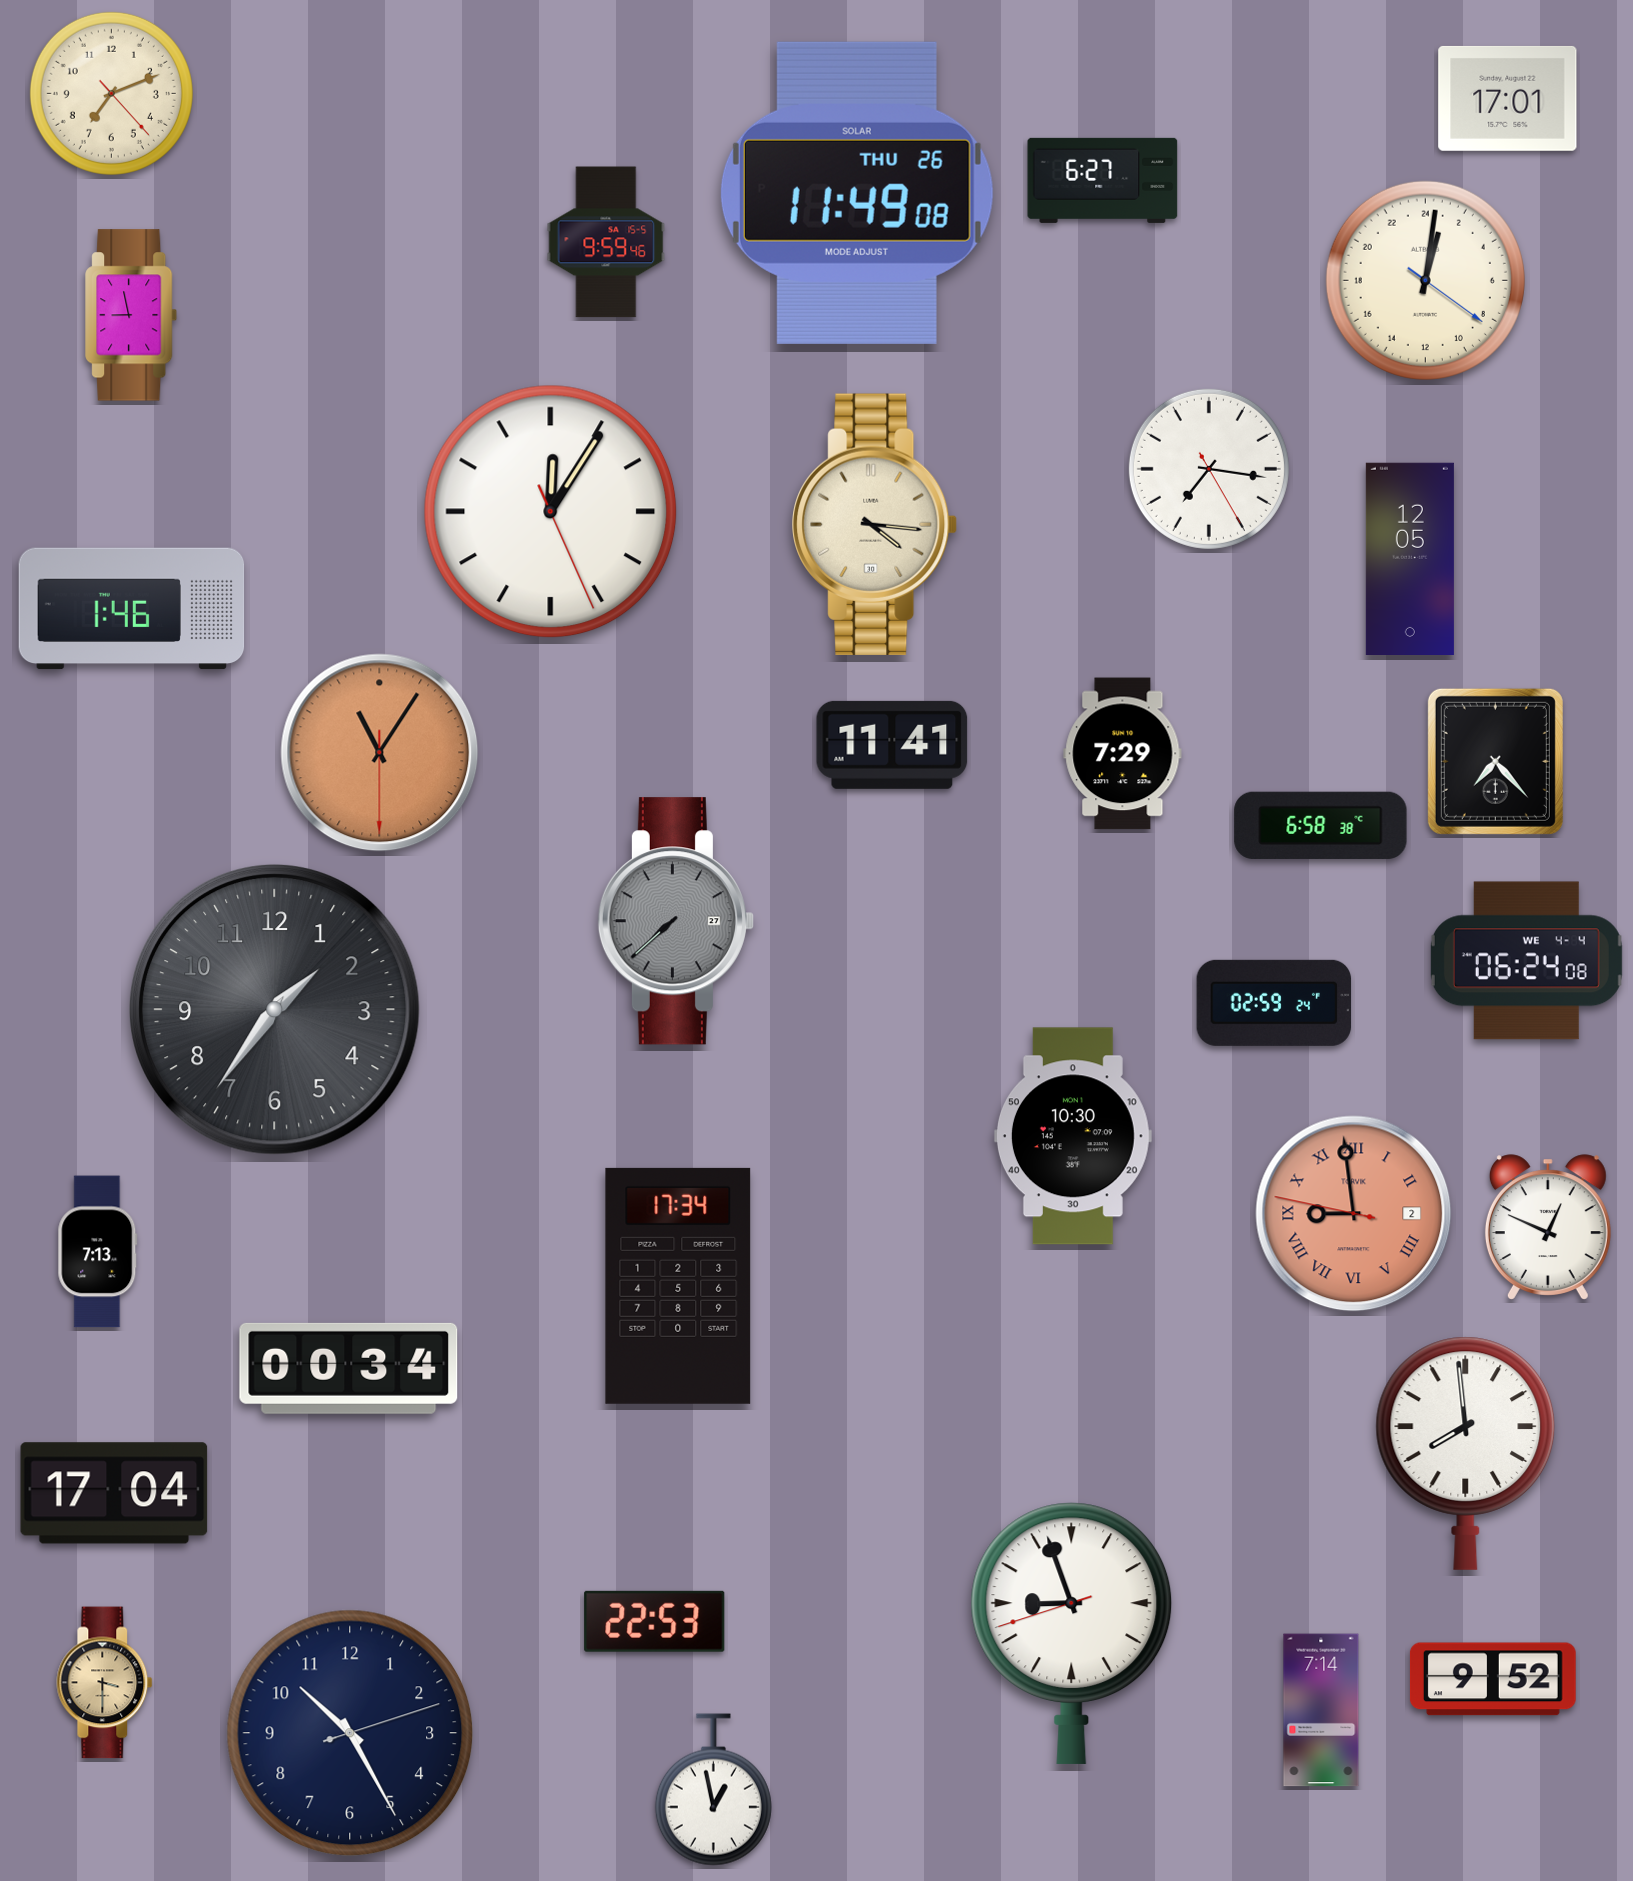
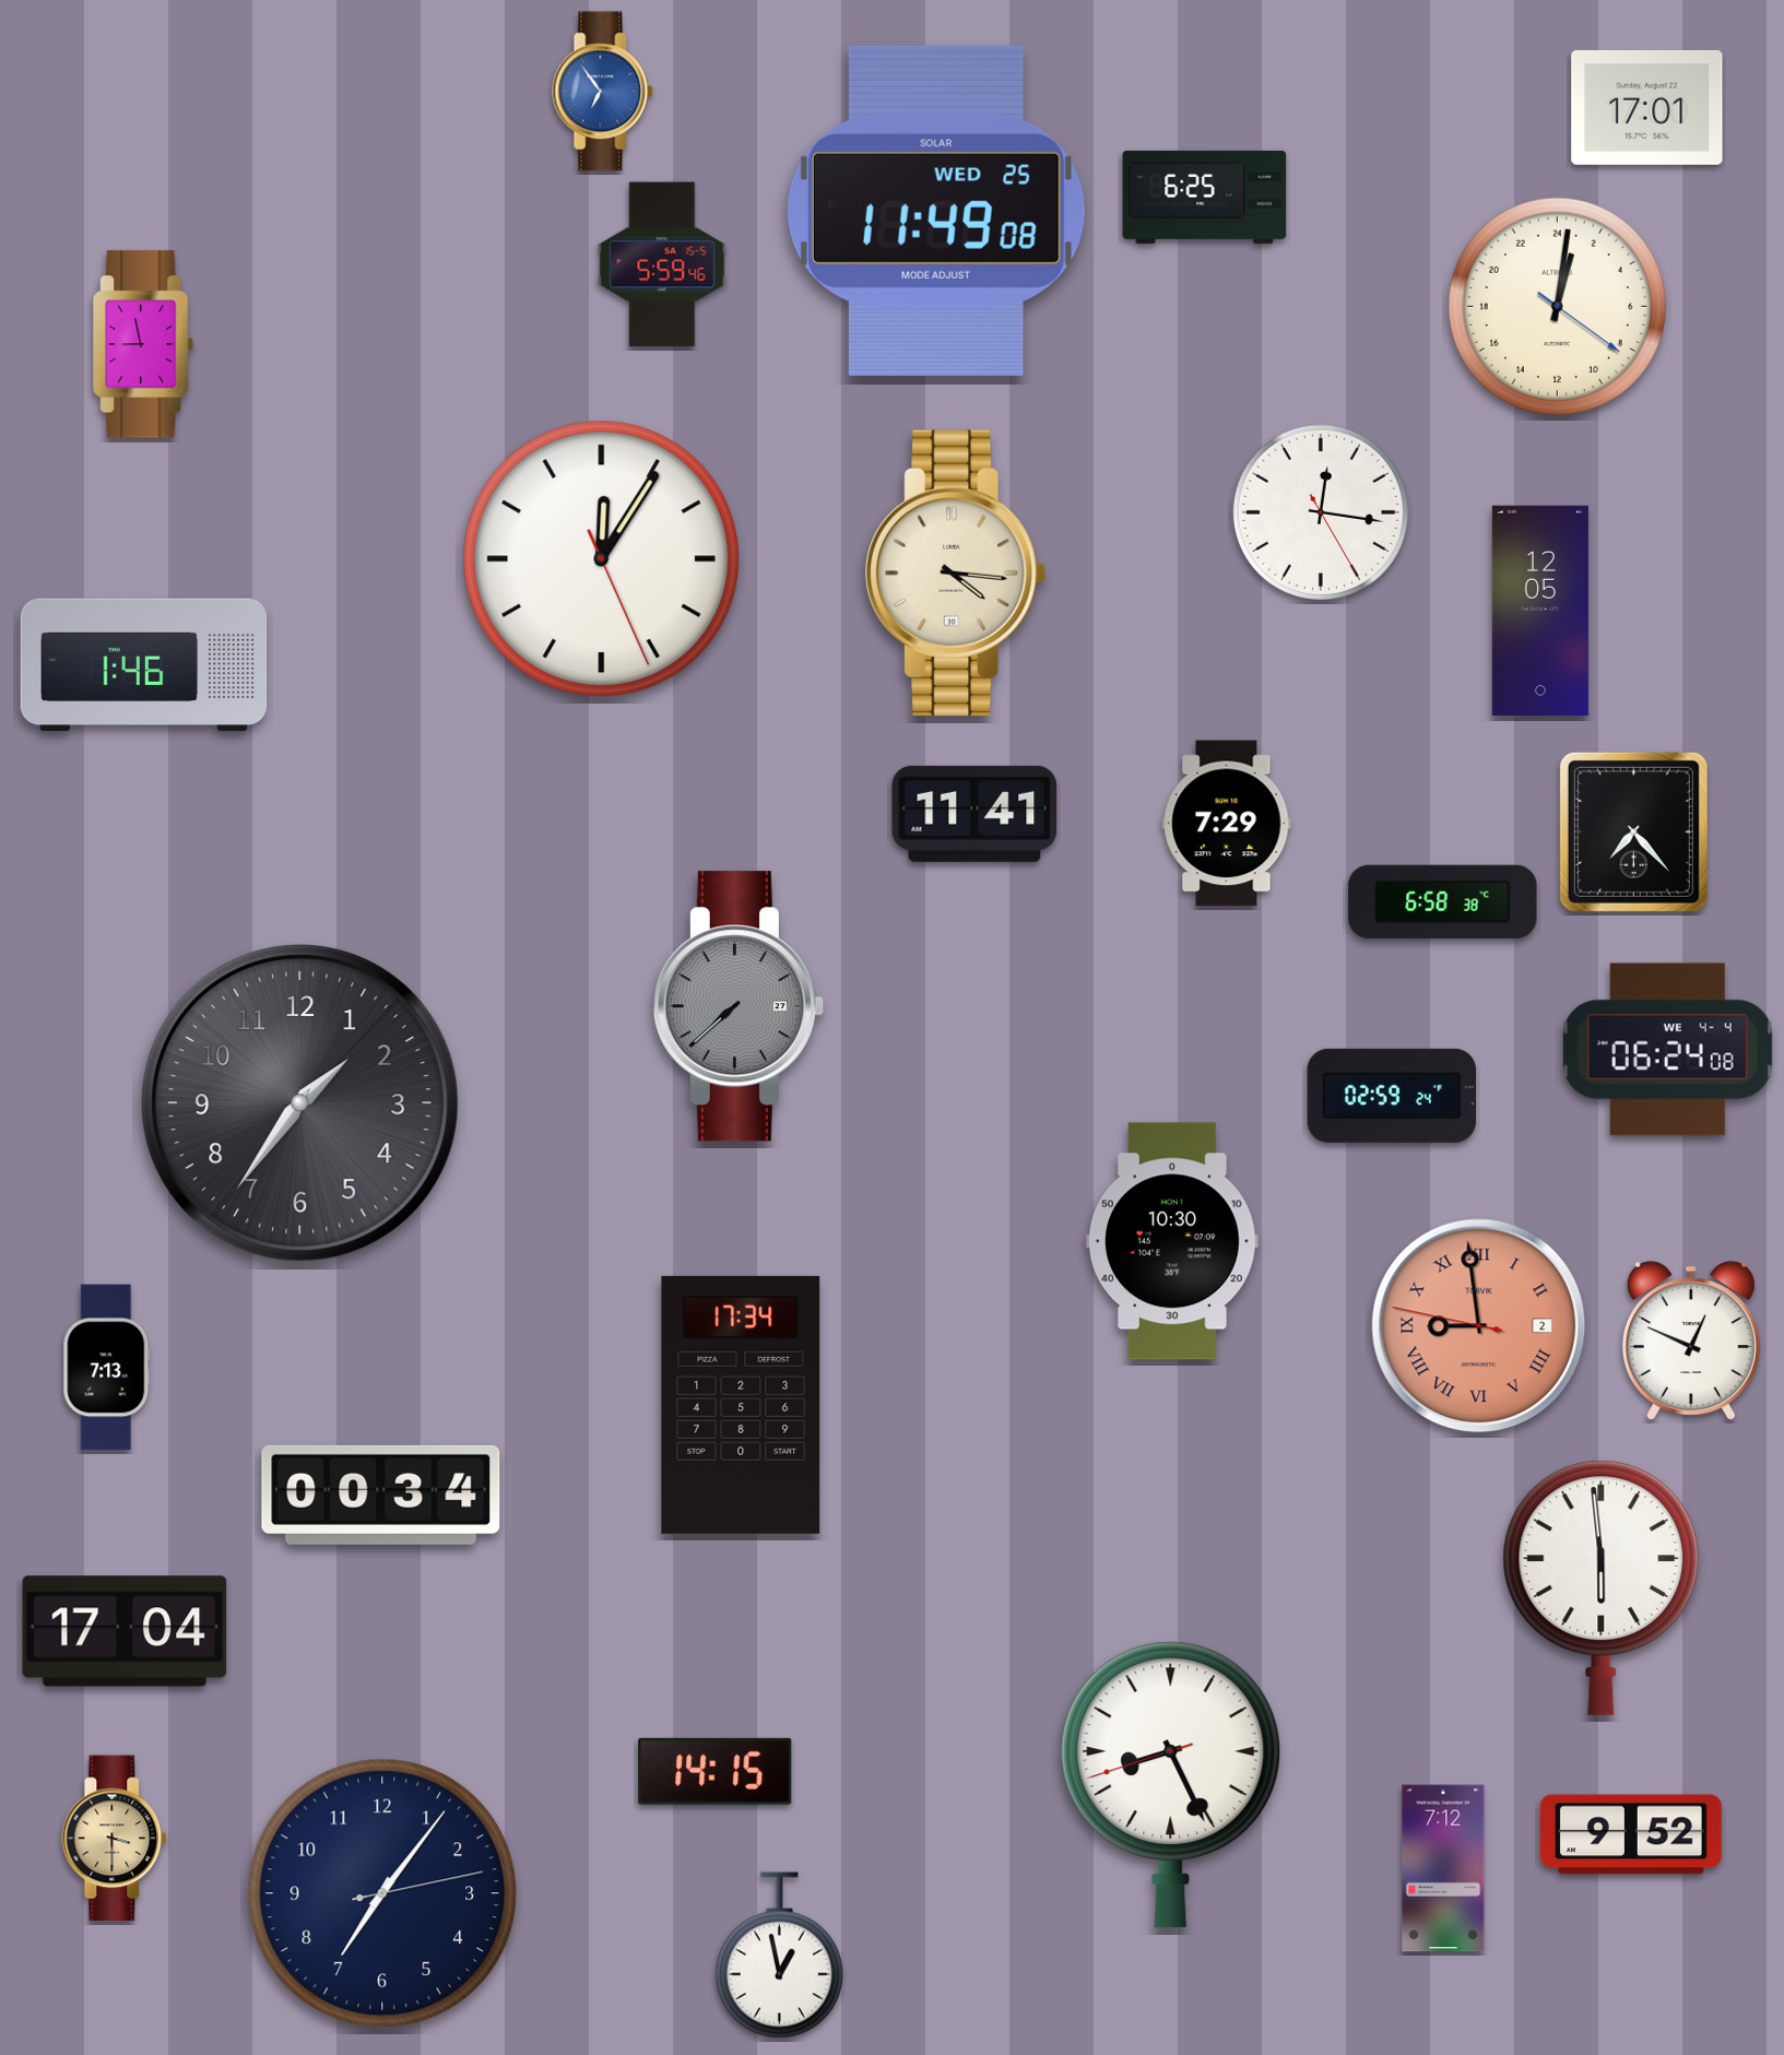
clock at (603, 92): none -> 6:54
clock at (111, 93): 7:11 -> none
clock at (1103, 180): 6:27 -> 6:25
clock at (857, 193) date: THU 26 -> WED 25
clock at (606, 242): 9:59 -> 5:59
clock at (1209, 469): 7:16 -> 12:16
clock at (380, 753): 11:05 -> none
clock at (1466, 1453): 7:59 -> 5:59
clock at (655, 1621): 22:53 -> 14:15
clock at (1072, 1633): 8:56 -> 8:25
clock at (1321, 1710): 7:14 -> 7:12
clock at (350, 1733): 10:25 -> 7:06
